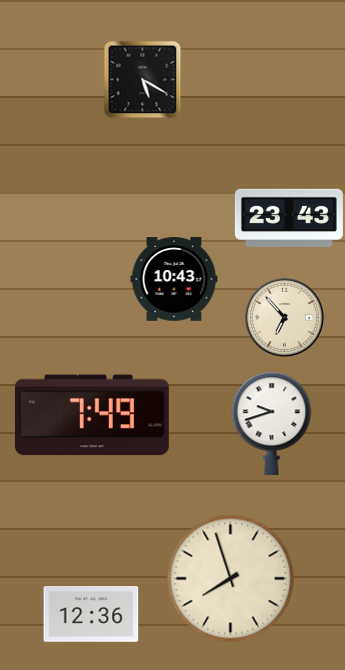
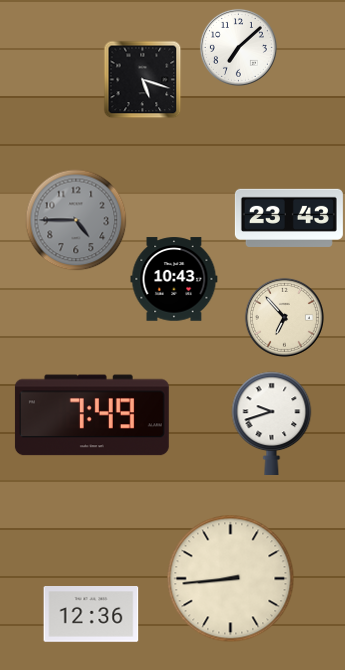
clock at (238, 47): none -> 7:08
clock at (142, 79): 5:20 -> 5:18
clock at (76, 220): none -> 4:45
clock at (231, 579): 7:57 -> 8:44
